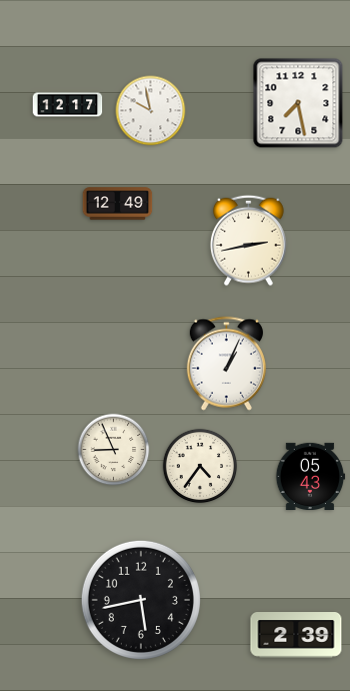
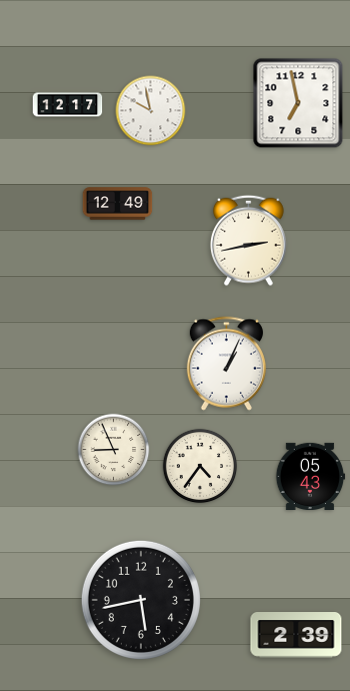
clock at (298, 103): 7:28 -> 6:58
